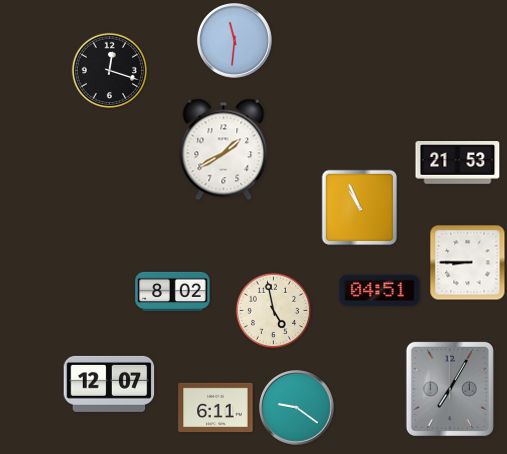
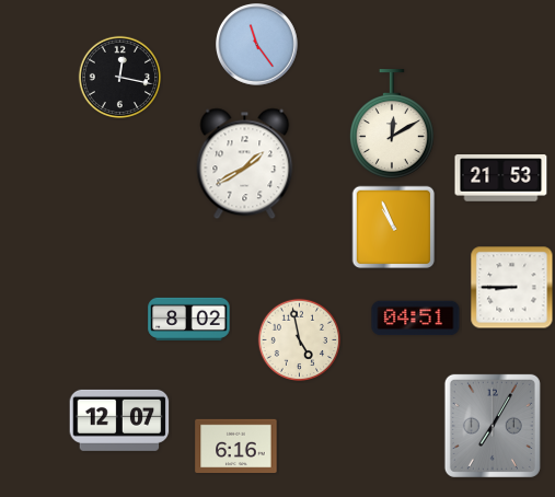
clock at (235, 41): 11:31 -> 11:24
clock at (109, 70): 12:18 -> 12:17
clock at (392, 124): none -> 12:10
clock at (216, 407): 6:11 -> 6:16
clock at (297, 408): 9:21 -> none
